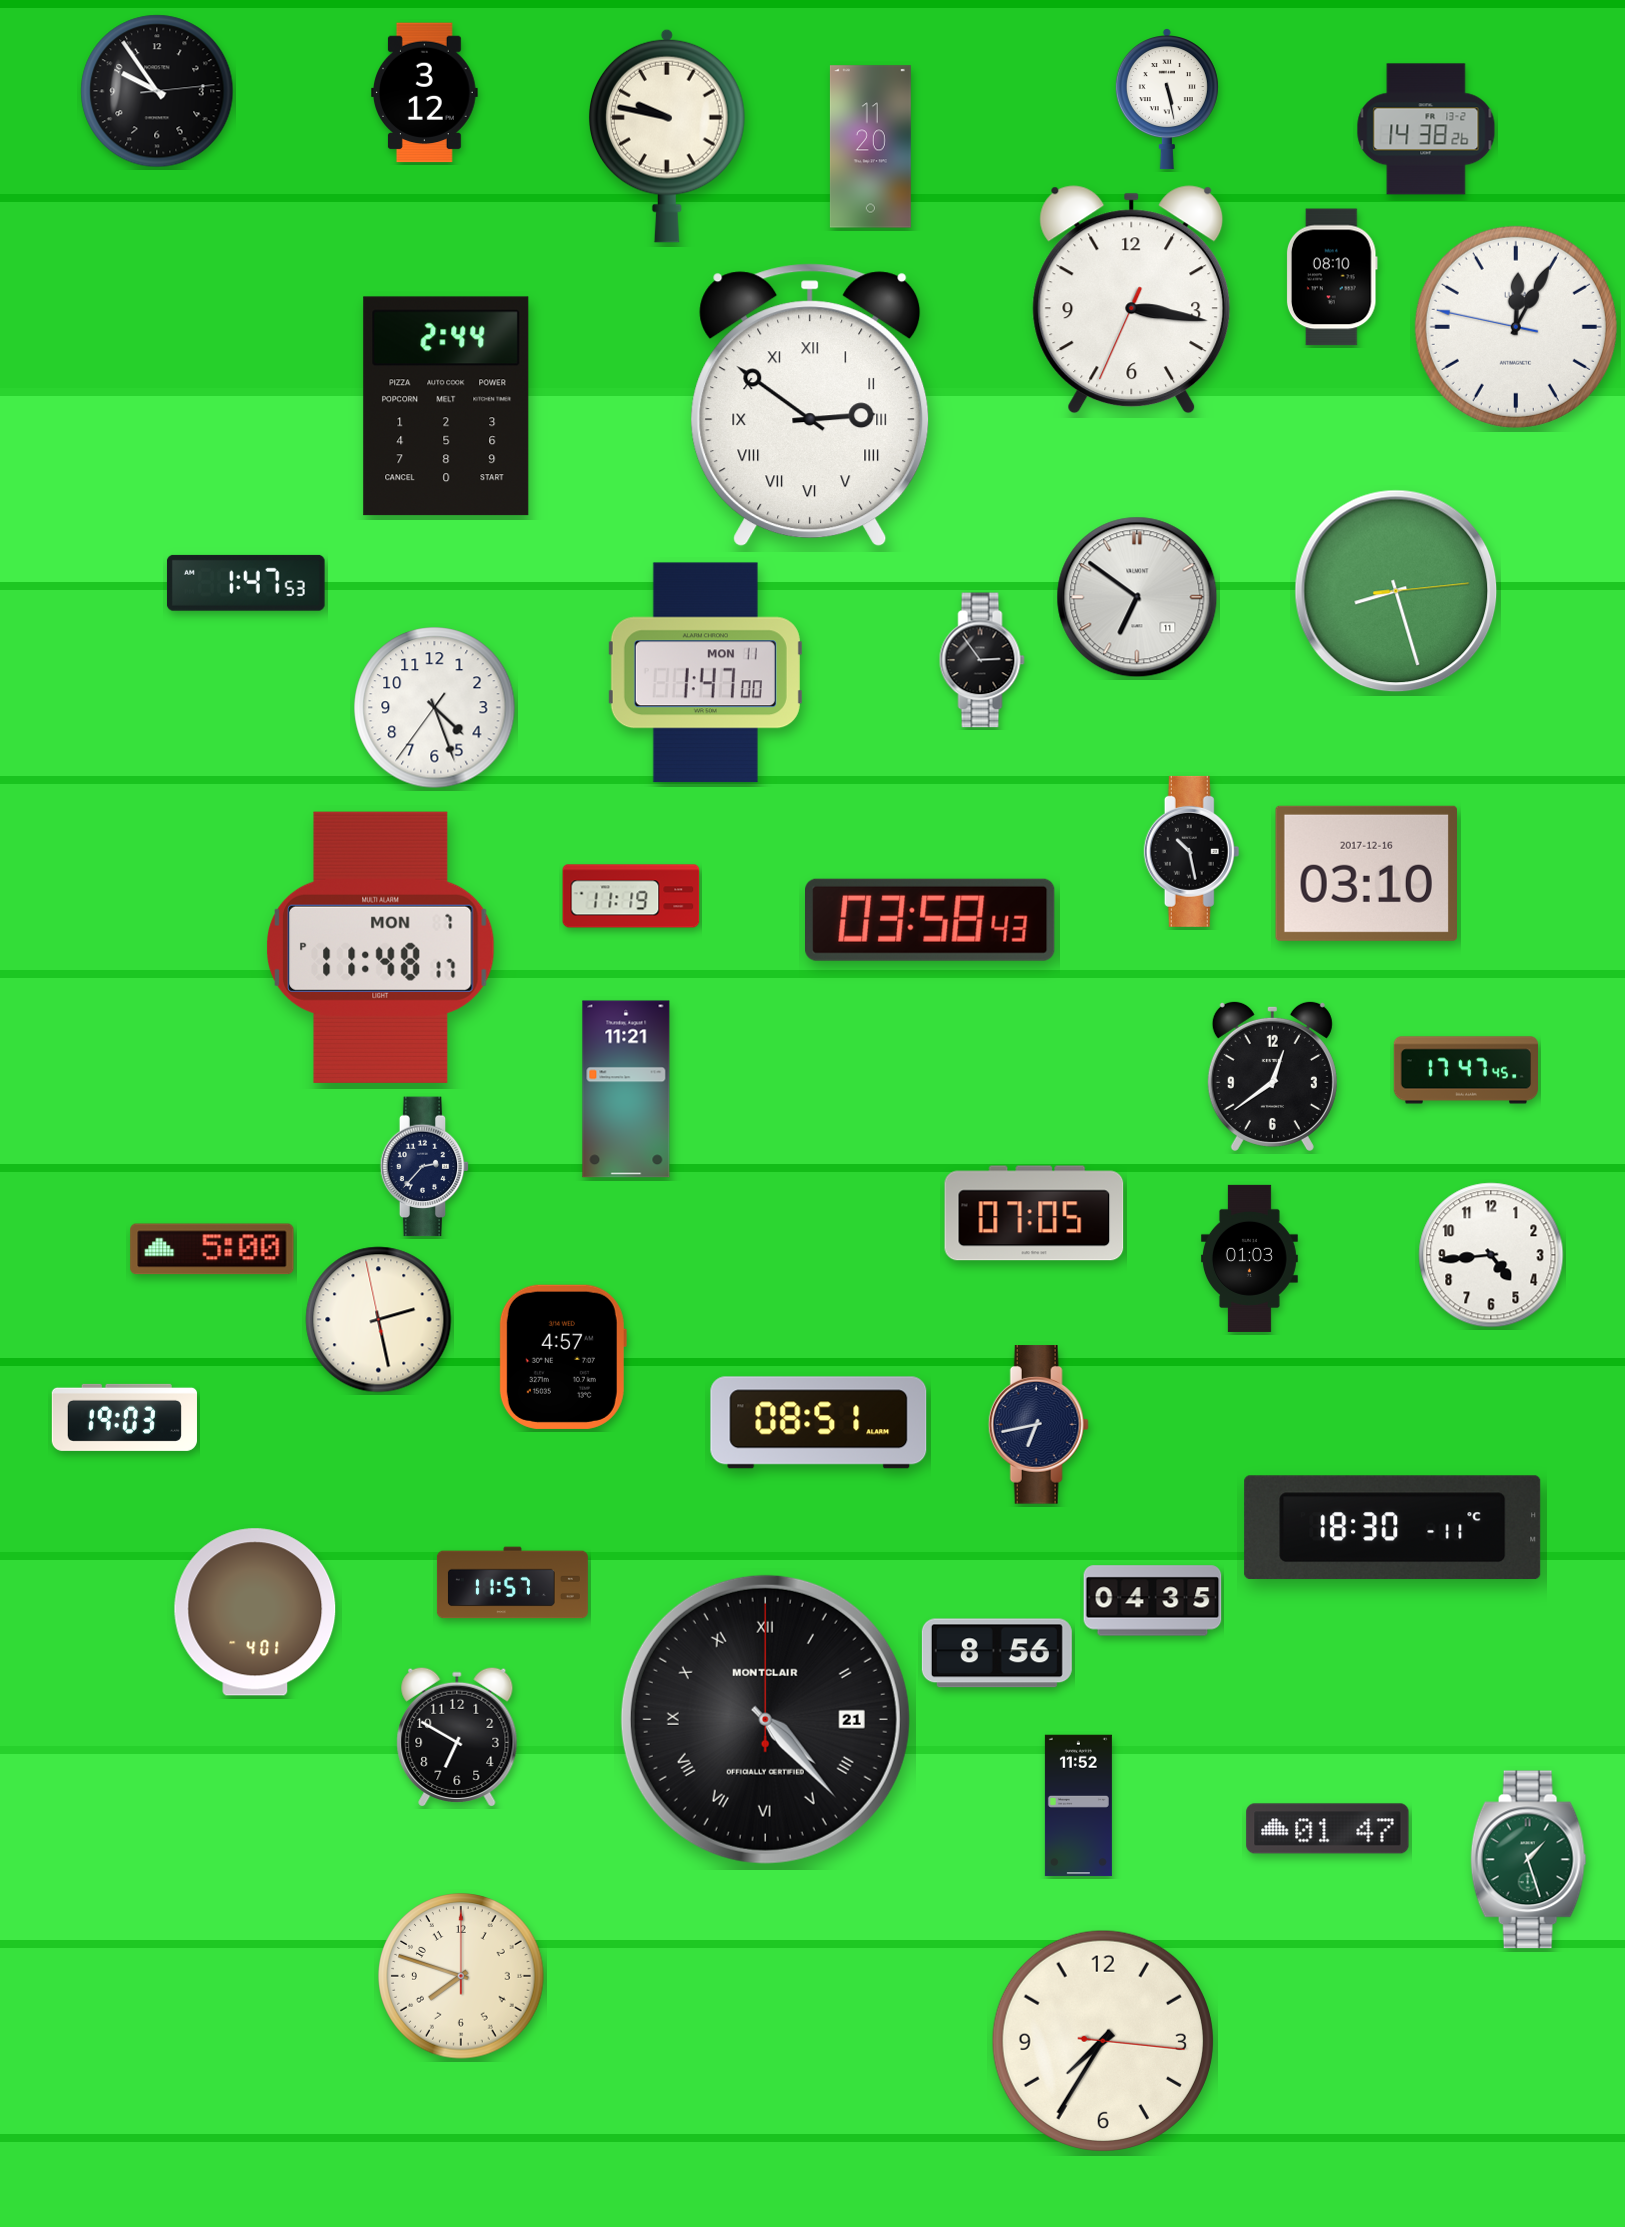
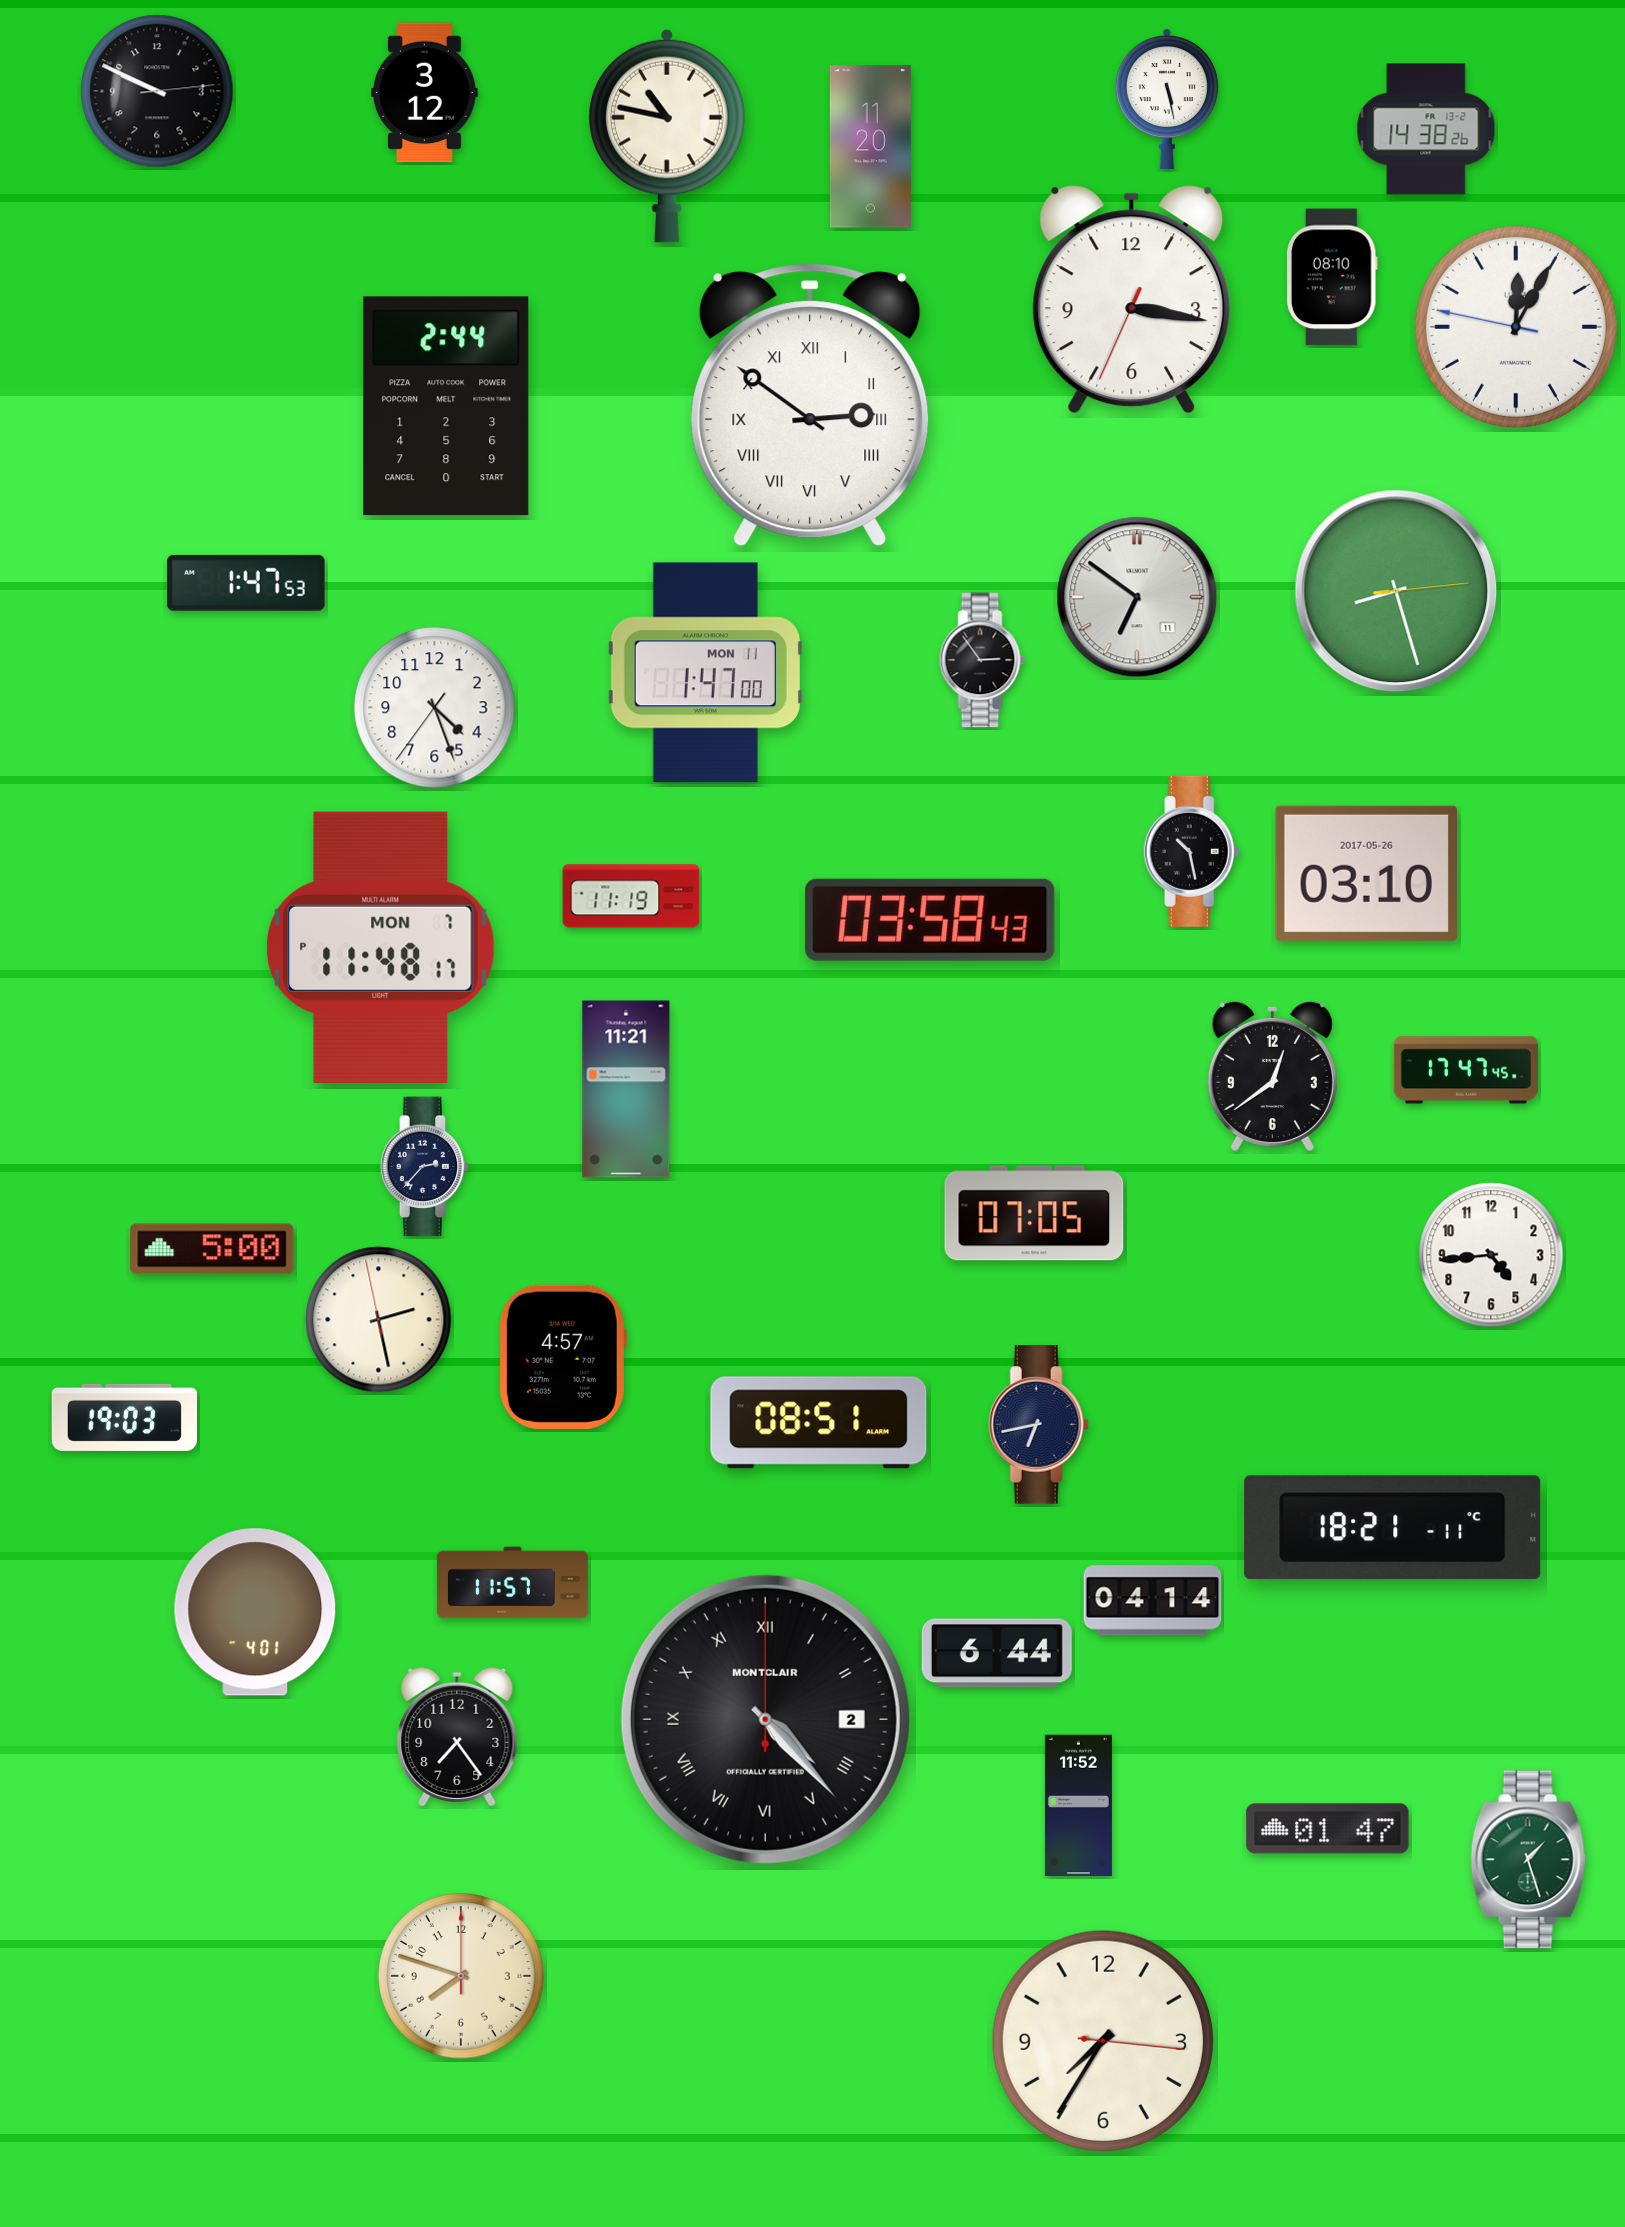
clock at (157, 91): 9:54 -> 9:49
clock at (667, 136): 9:47 -> 10:47
clock at (1366, 873) date: 2017-12-16 -> 2017-05-26
clock at (1249, 1258): 01:03 -> none
clock at (1393, 1528): 18:30 -> 18:21
clock at (1153, 1601): 04:35 -> 04:14
clock at (997, 1653): 8:56 -> 6:44
clock at (765, 1719) date: 21 -> 2
clock at (457, 1737): 6:50 -> 7:24
